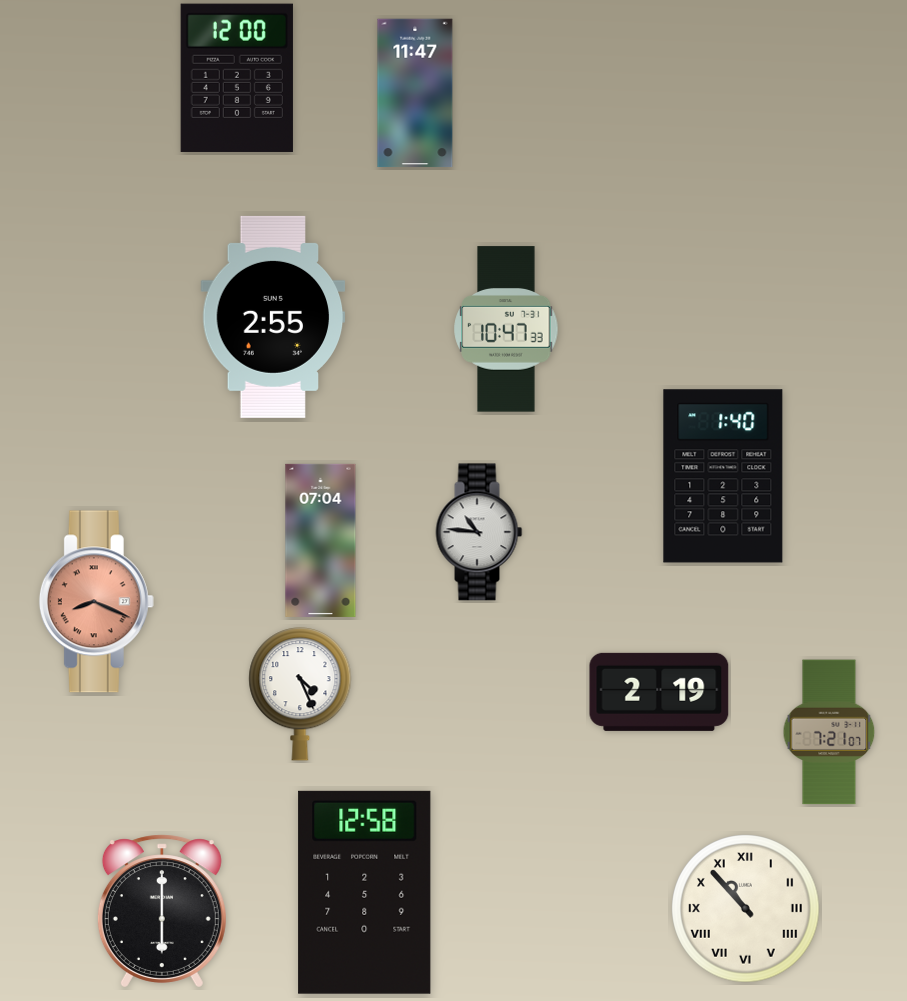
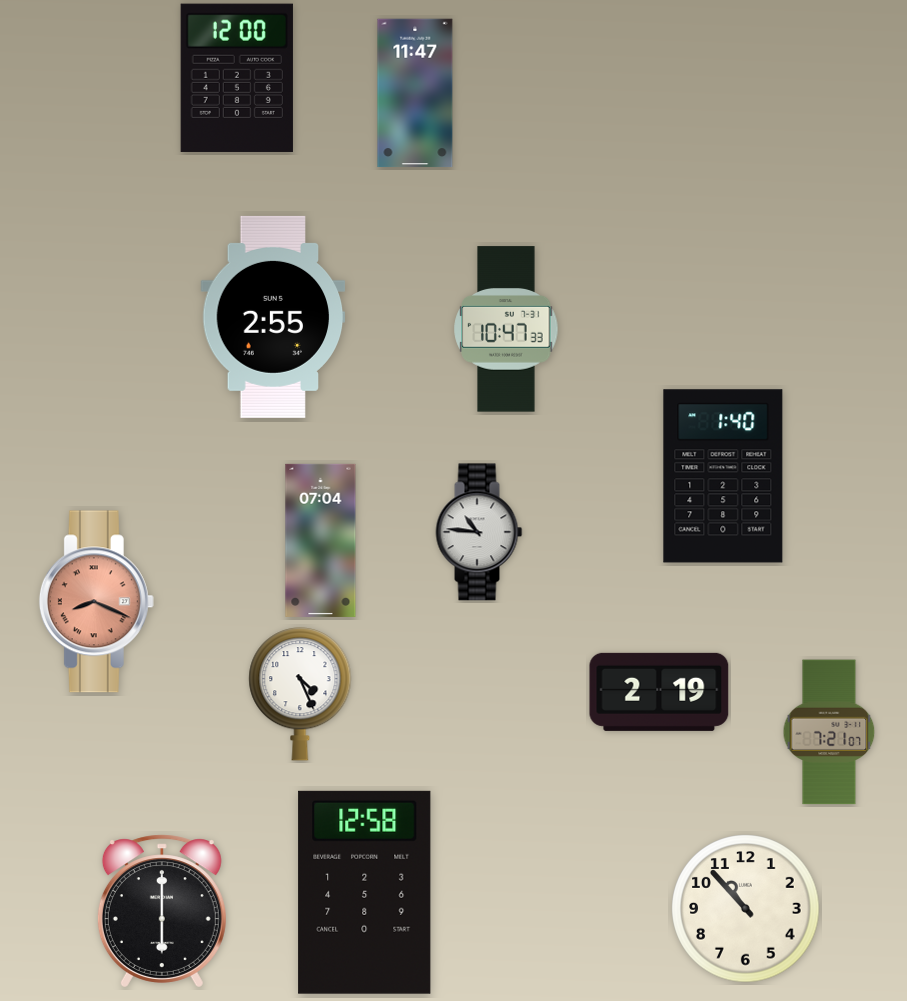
clock at (746, 909) numerals: Roman -> Arabic
